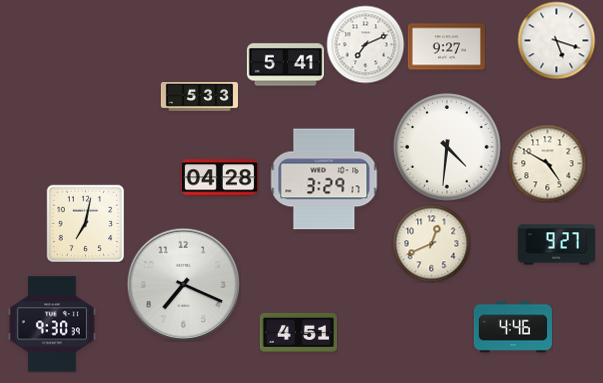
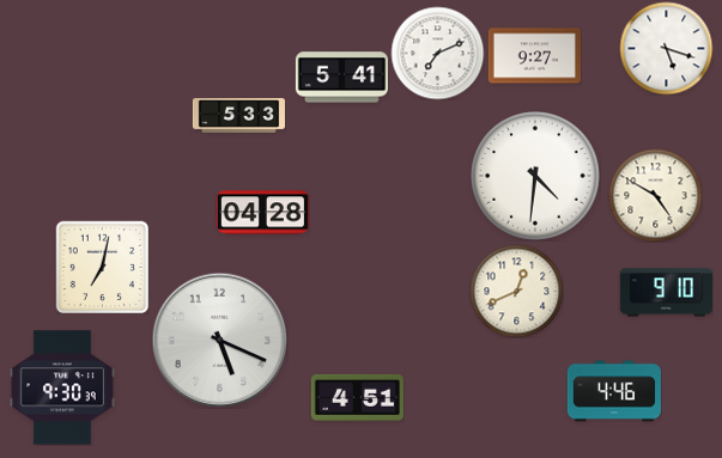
clock at (324, 179): 3:29 -> none
clock at (556, 245): 9:27 -> 9:10
clock at (183, 284): 7:19 -> 5:19
